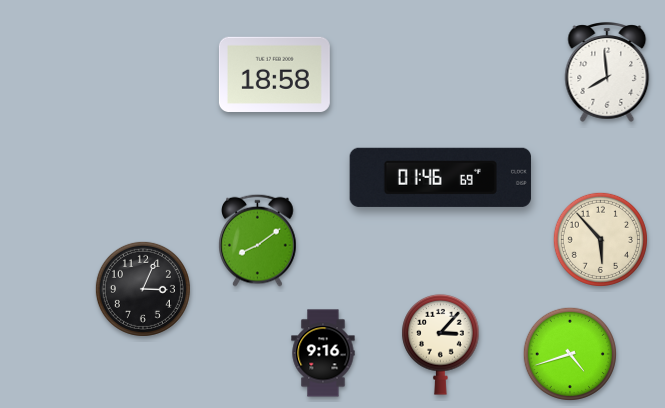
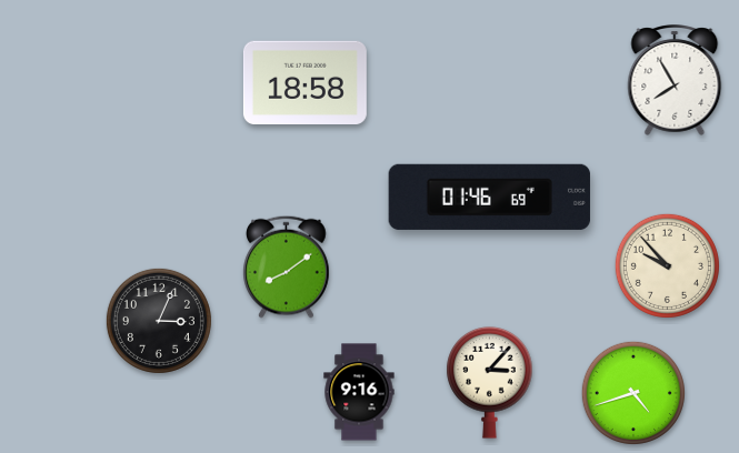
clock at (607, 72): 7:59 -> 7:55
clock at (600, 239): 5:53 -> 9:53
